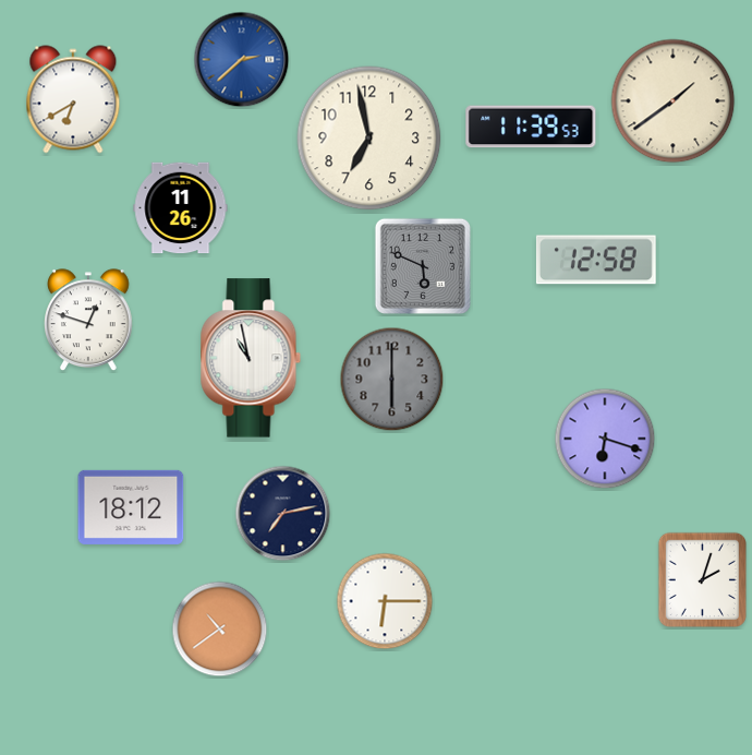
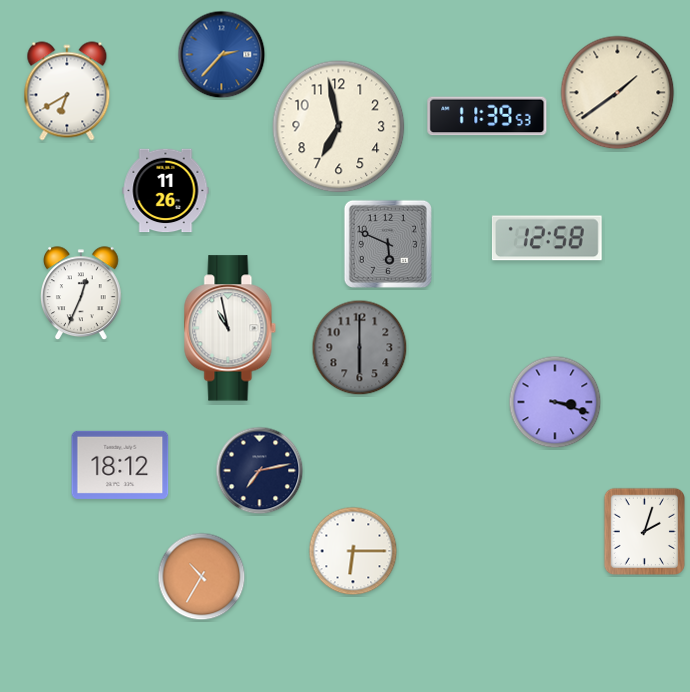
clock at (242, 60): 2:38 -> 2:37
clock at (89, 321): 12:48 -> 12:34
clock at (605, 439): 6:18 -> 3:18
clock at (220, 630): 10:39 -> 10:35
